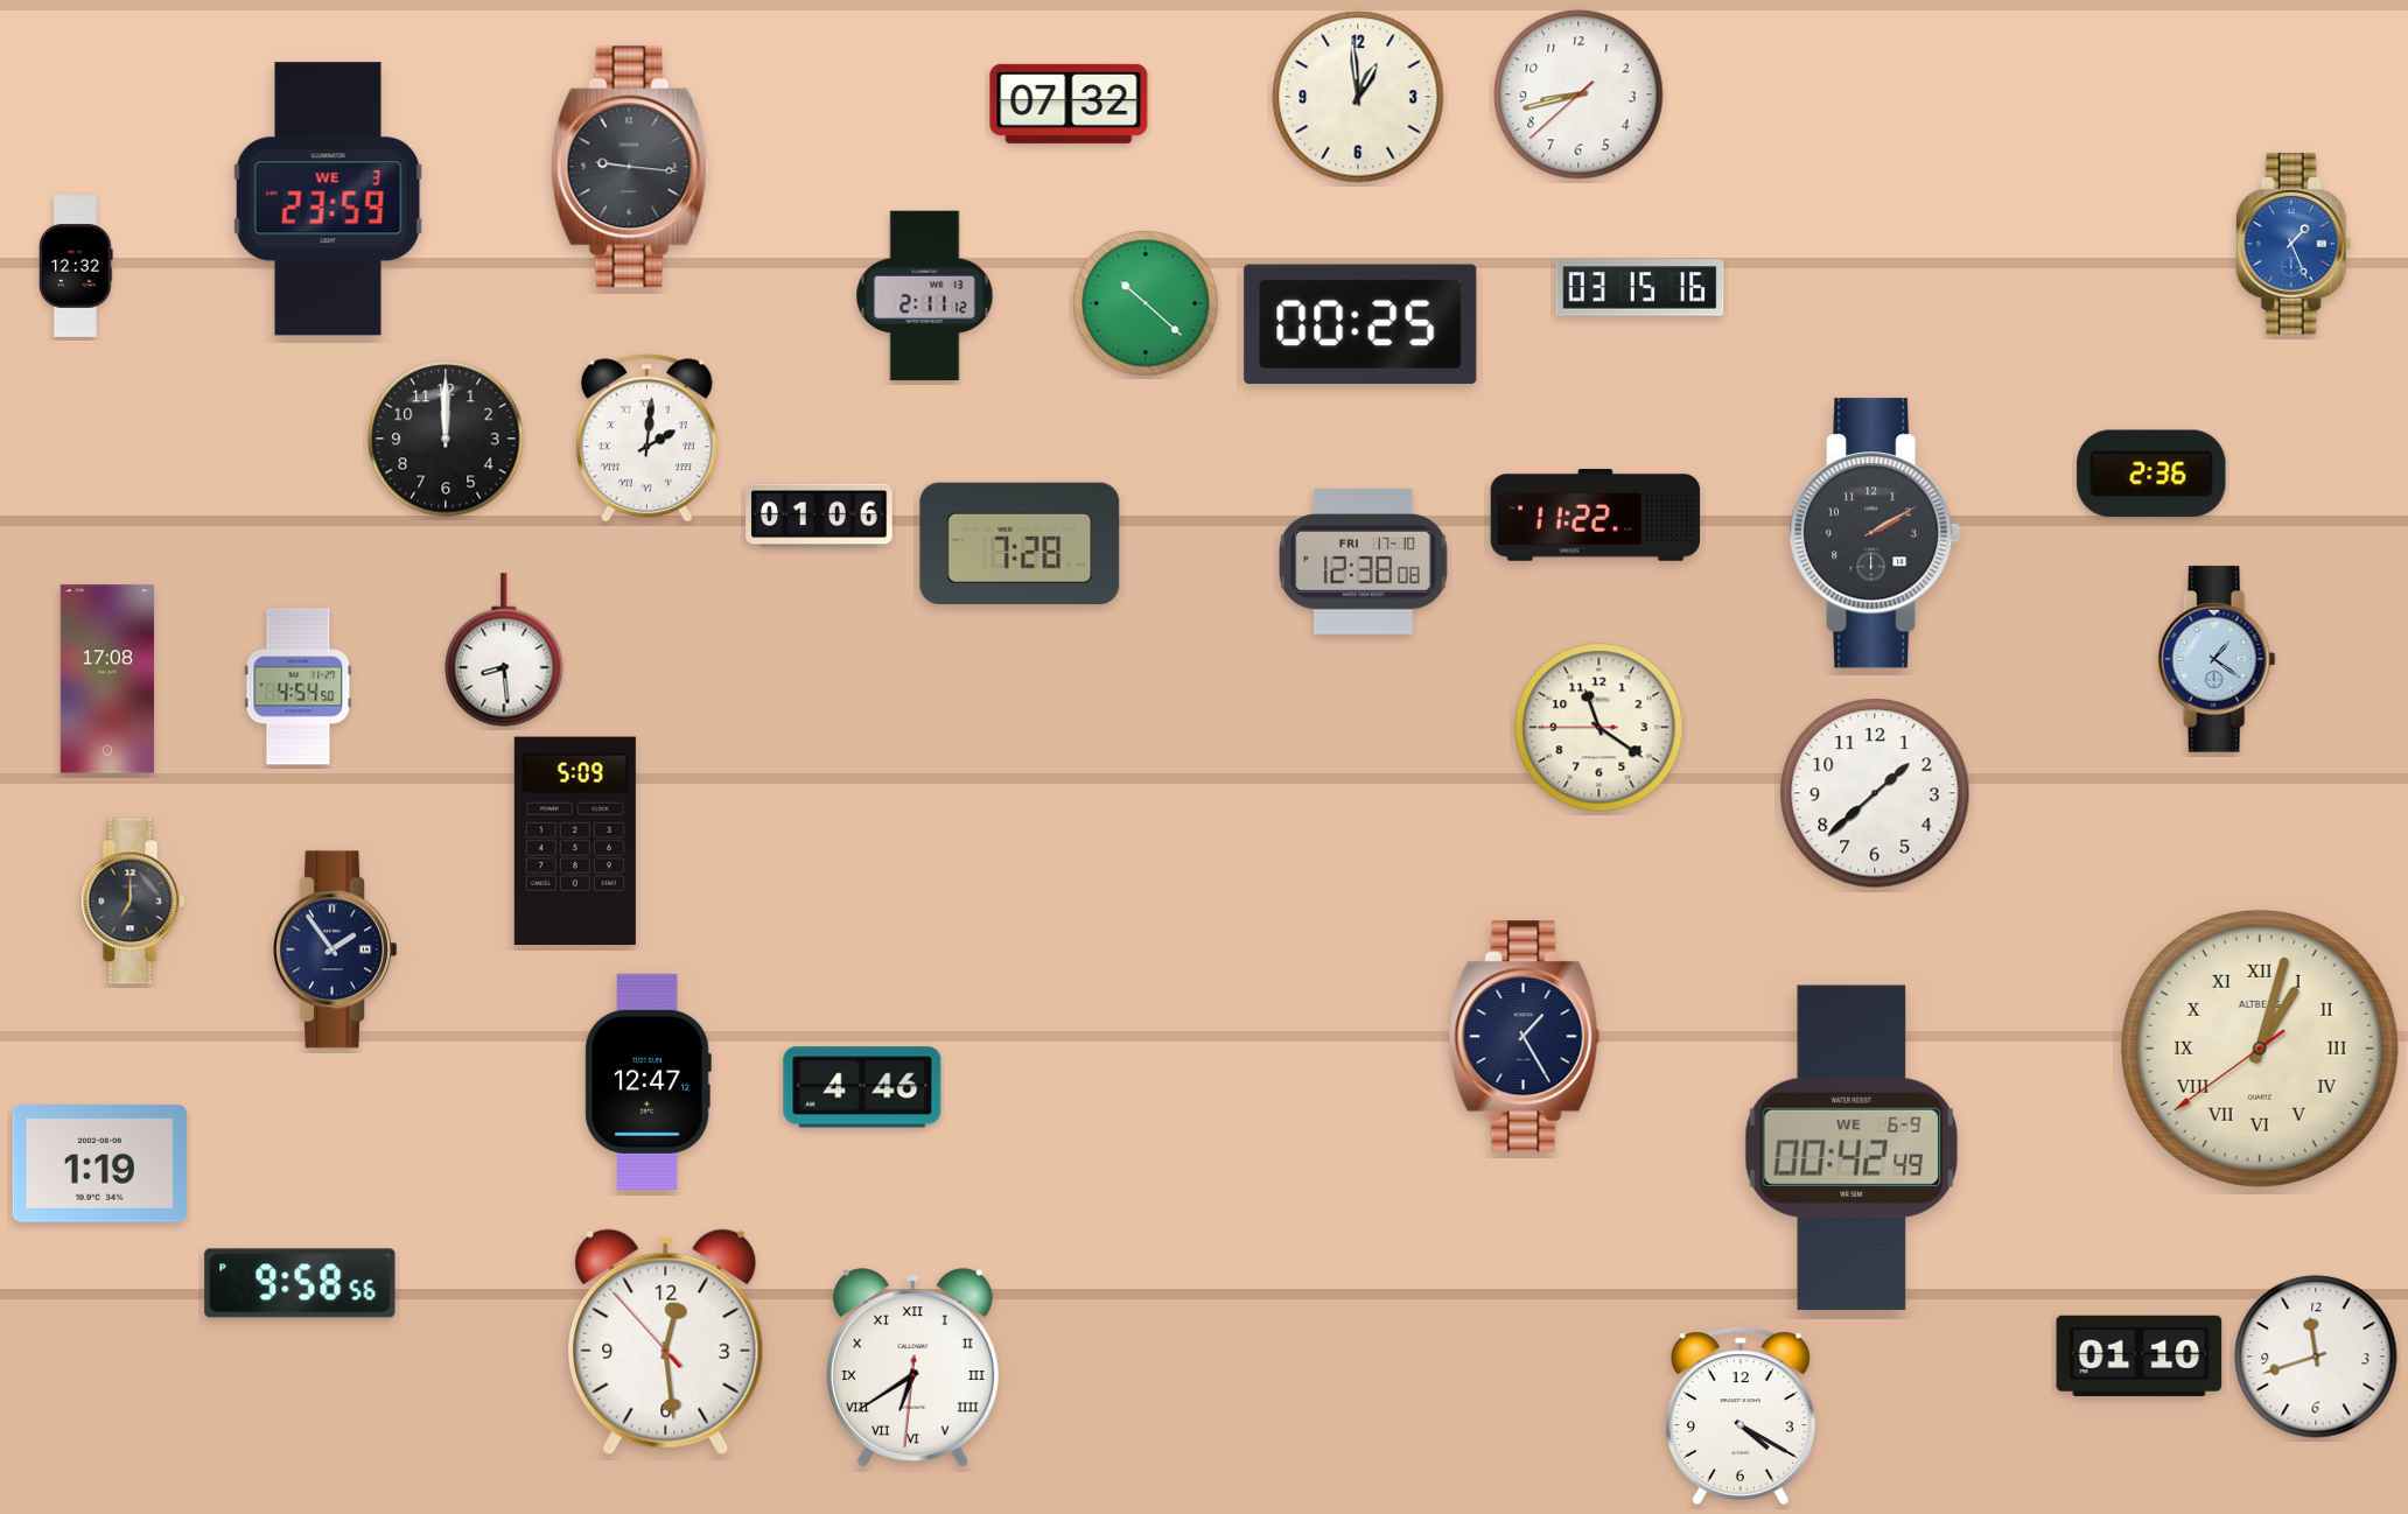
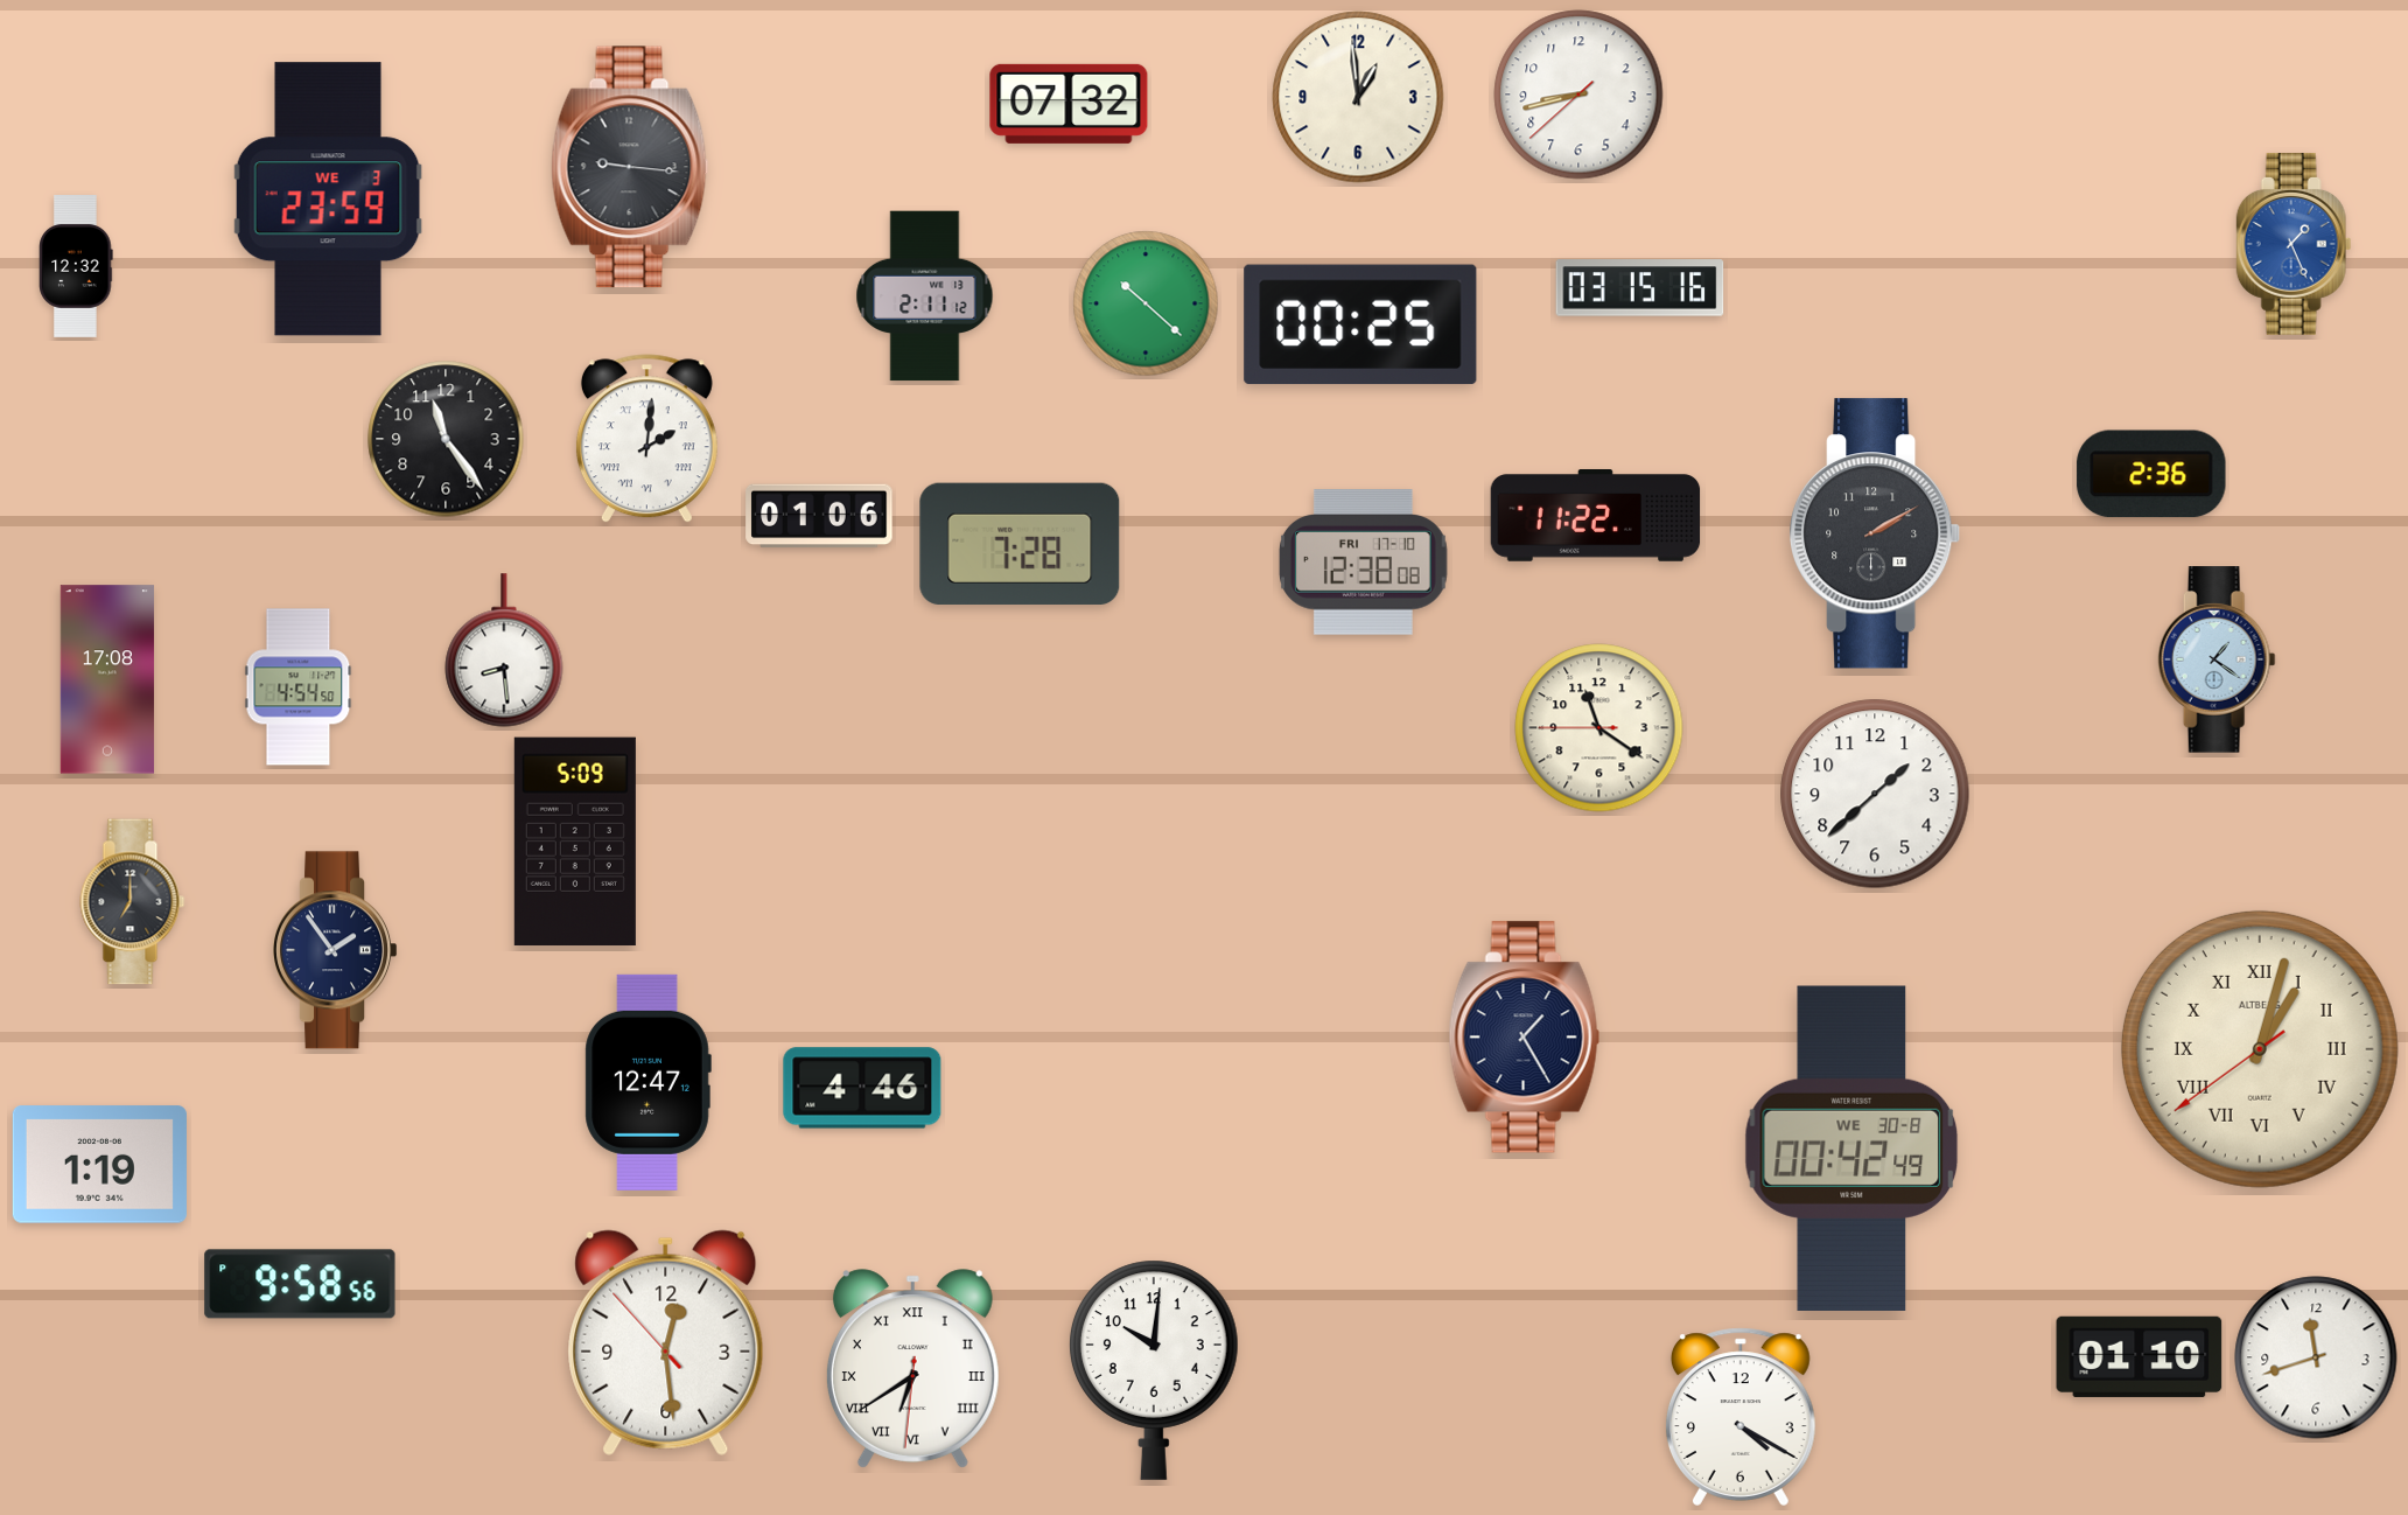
clock at (446, 439): 12:00 -> 11:24
clock at (1852, 1147) date: WE 6-9 -> WE 30-8
clock at (1154, 1370): none -> 10:01
